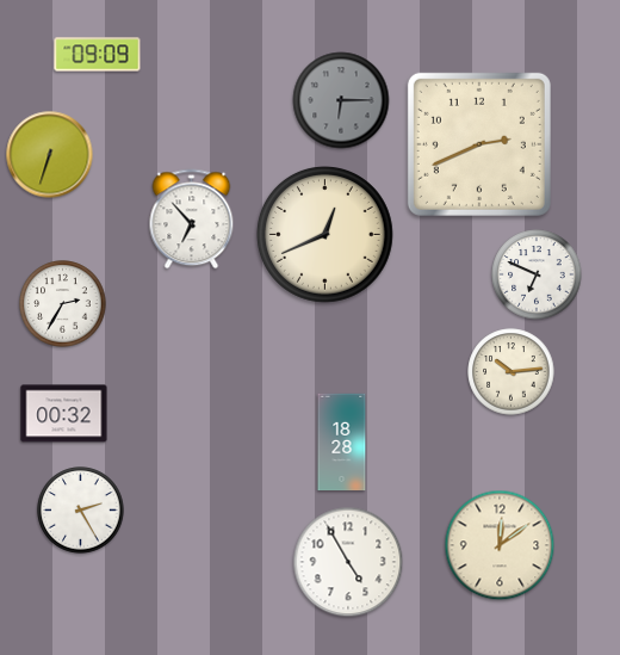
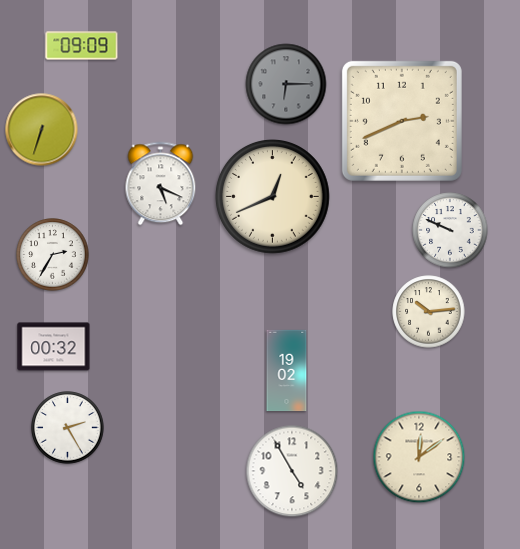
clock at (192, 220): 6:53 -> 5:19
clock at (537, 274): 6:49 -> 9:49
clock at (342, 443): 18:28 -> 19:02
